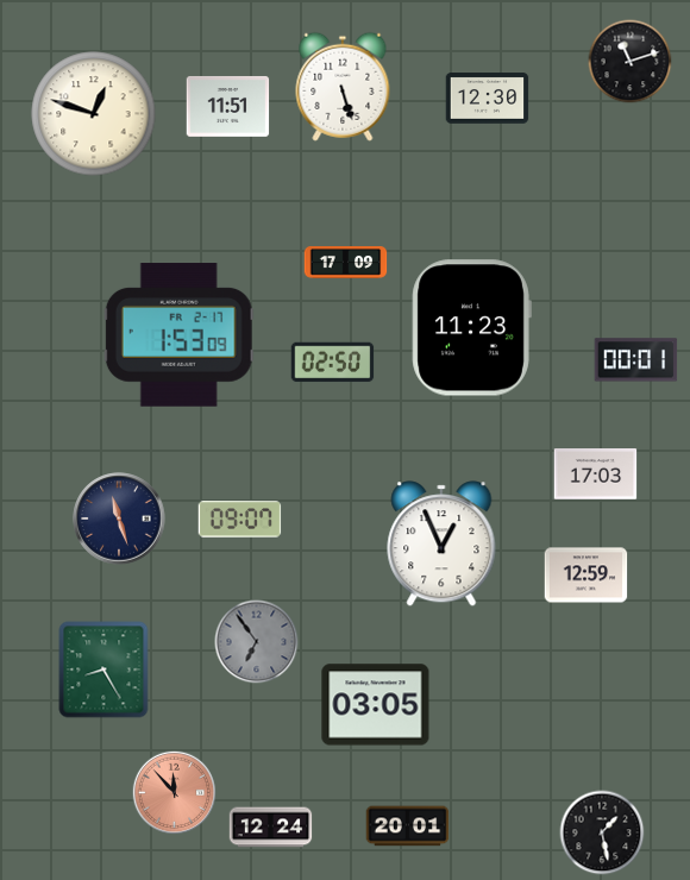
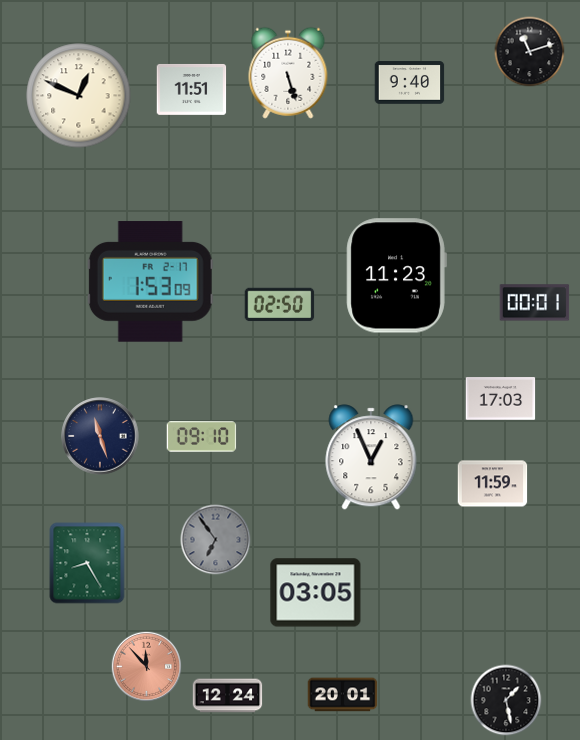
clock at (488, 99): 12:30 -> 9:40
clock at (94, 114): 12:48 -> 12:49
clock at (346, 263): 17:09 -> none
clock at (240, 520): 09:07 -> 09:10
clock at (586, 576): 12:59 -> 11:59
